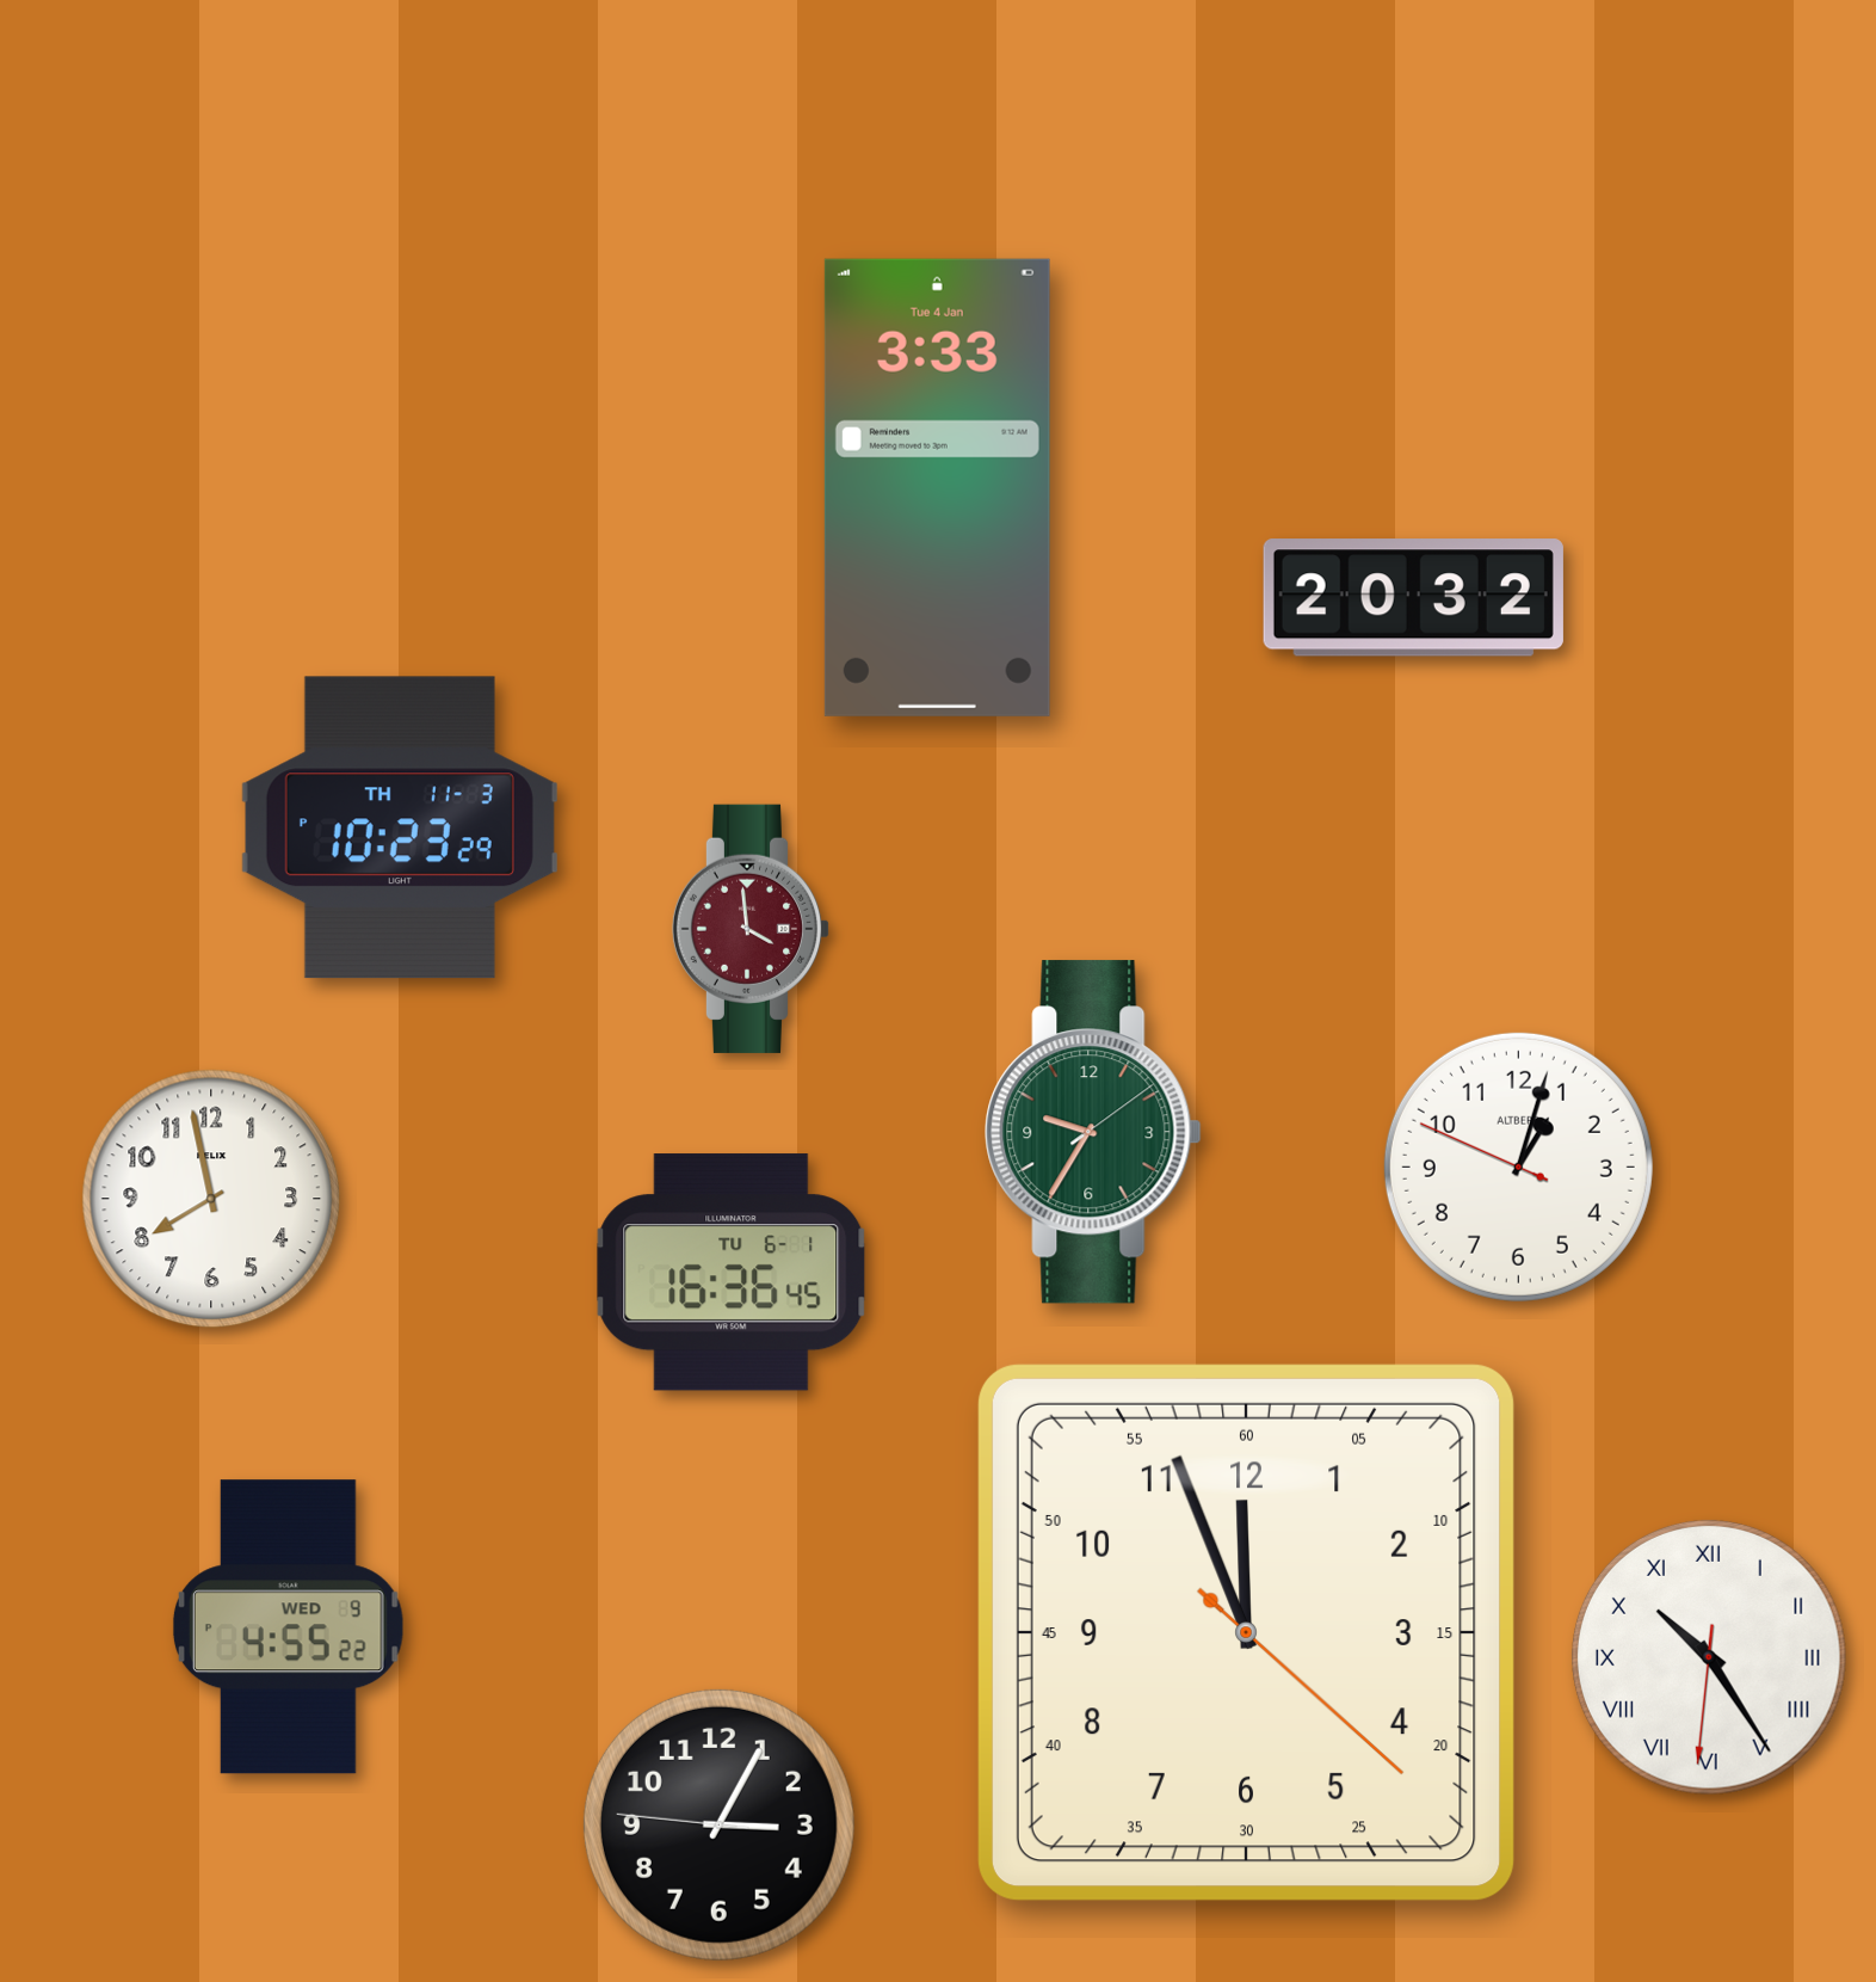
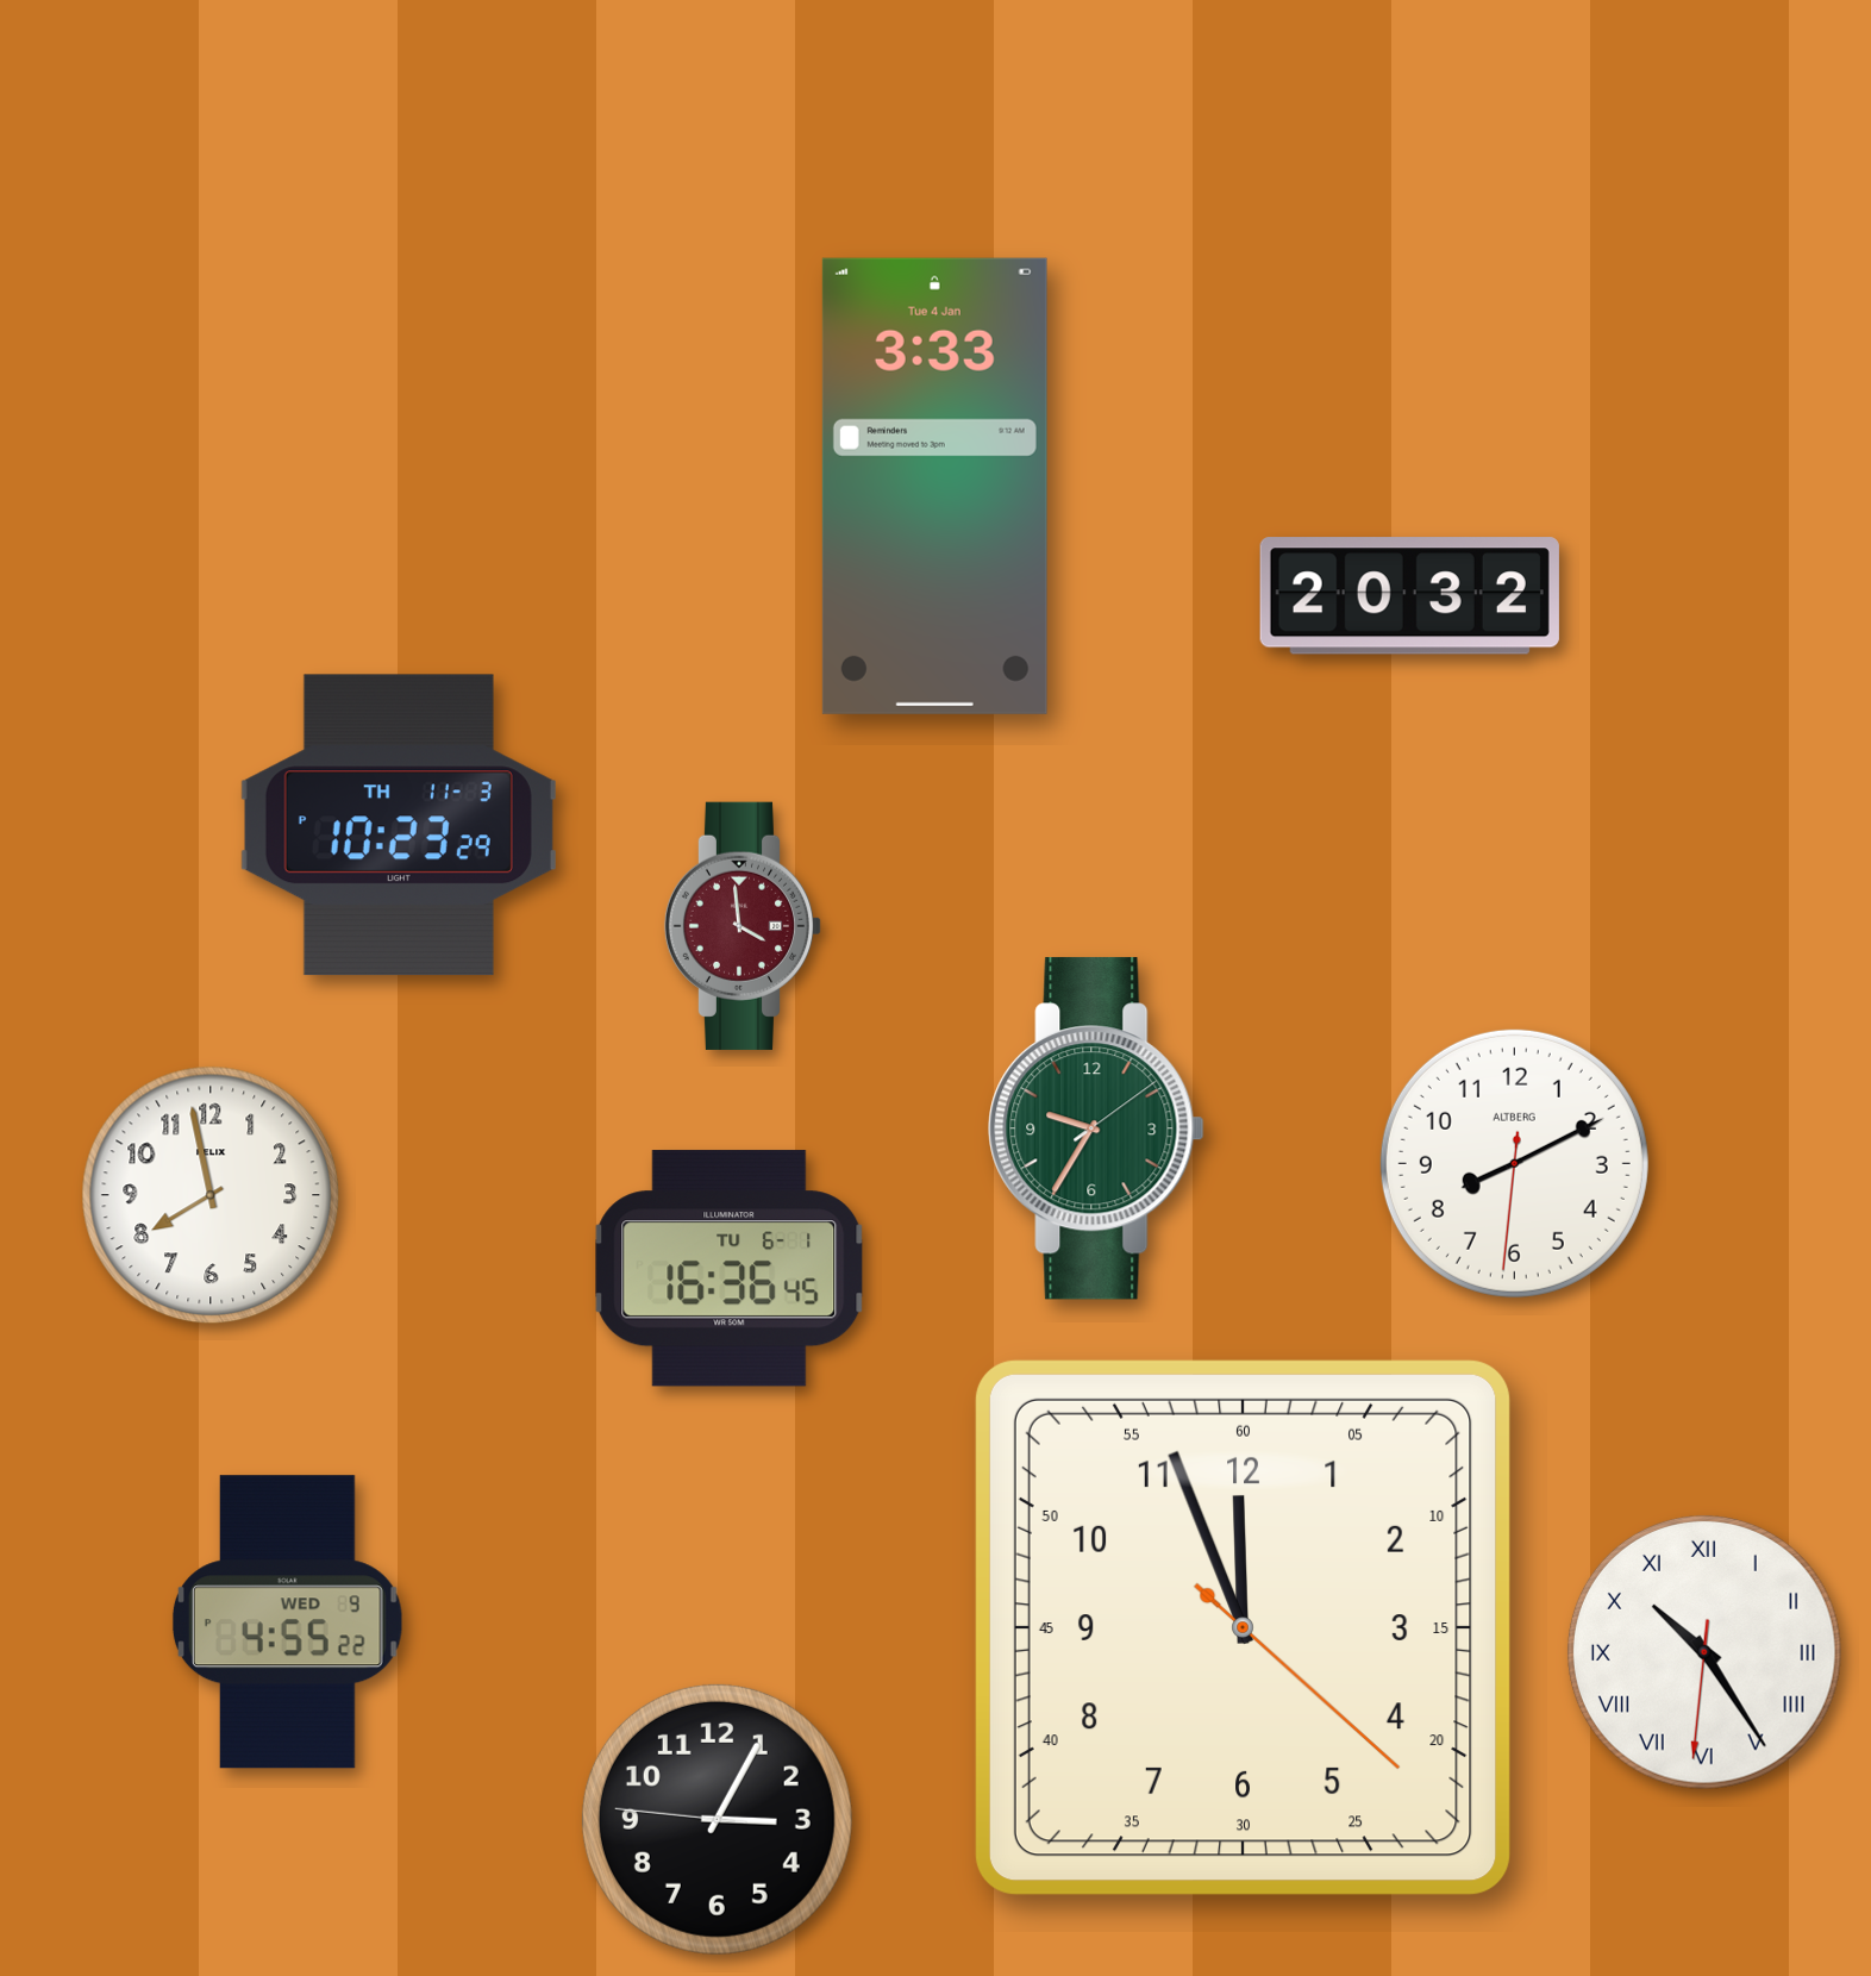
clock at (751, 929) position: (751, 929) -> (743, 926)
clock at (1093, 1132) position: (1093, 1132) -> (1096, 1128)
clock at (1518, 1167): 1:02 -> 8:10
